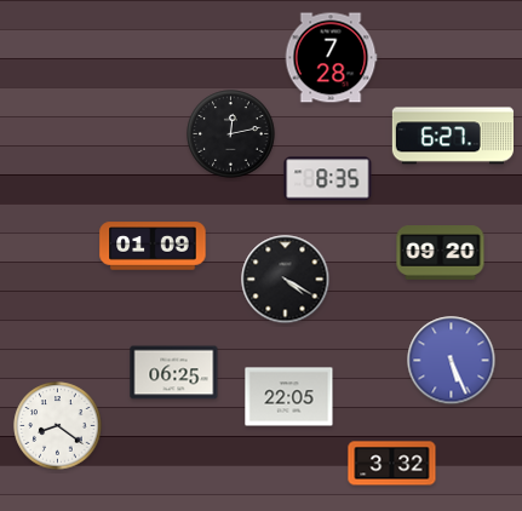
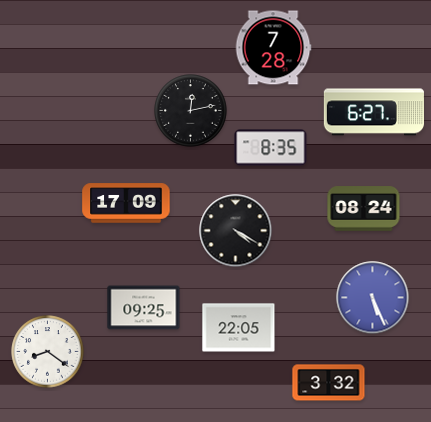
clock at (153, 246): 01:09 -> 17:09
clock at (441, 253): 09:20 -> 08:24
clock at (174, 373): 06:25 -> 09:25
clock at (392, 464) position: (392, 464) -> (329, 383)
